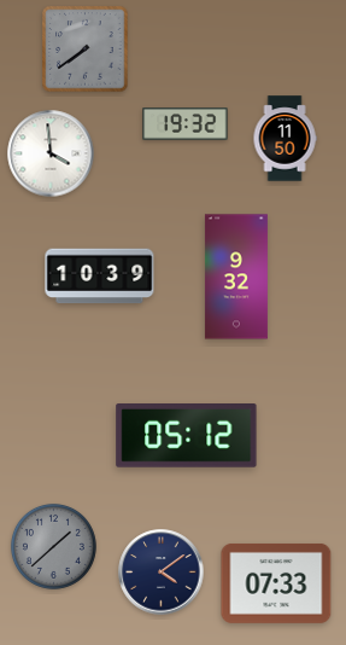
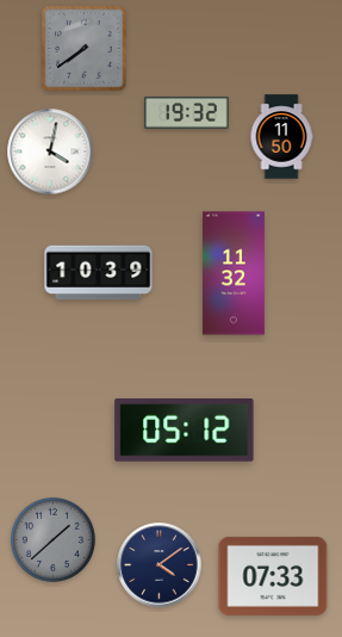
clock at (186, 124) position: (186, 124) -> (187, 113)
clock at (51, 153): 3:59 -> 4:02
clock at (236, 277): 9:32 -> 11:32
